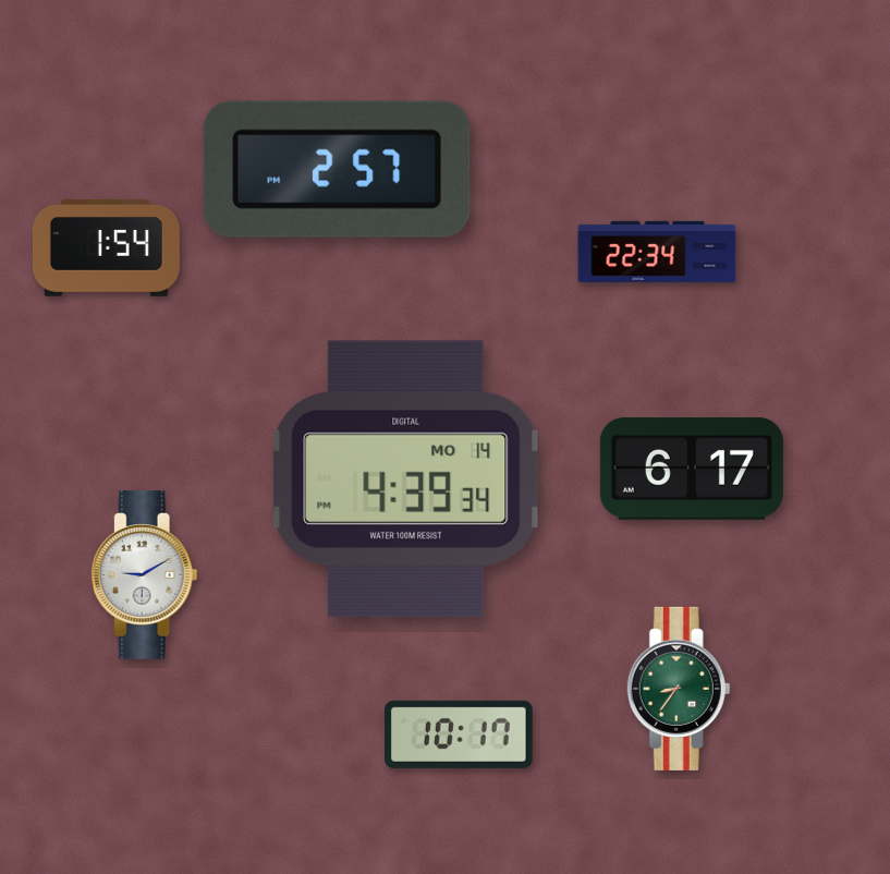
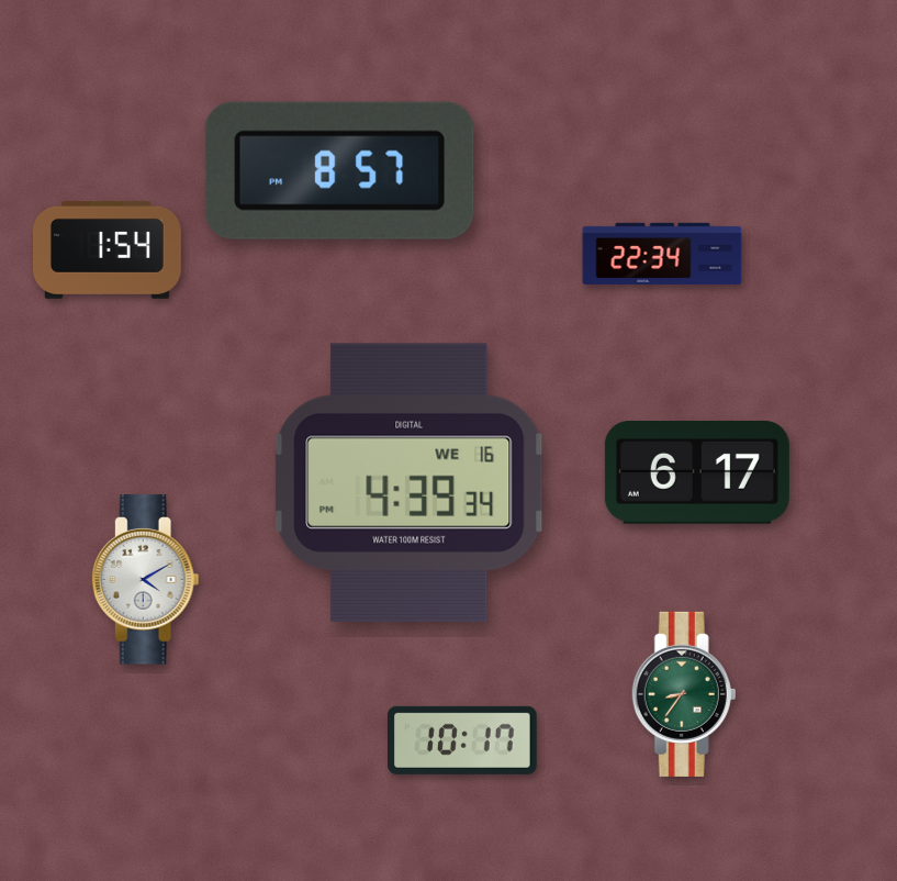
clock at (337, 169): 2:57 -> 8:57
clock at (406, 478) date: MO 14 -> WE 16
clock at (144, 575): 9:10 -> 4:10
